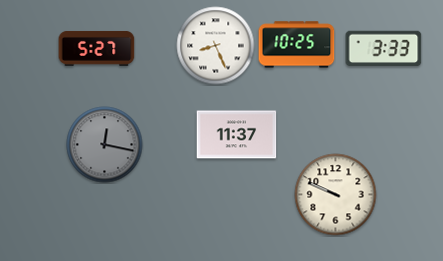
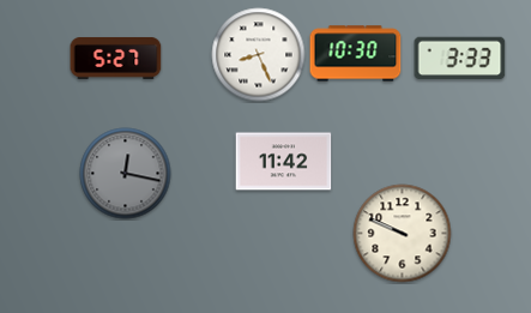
clock at (297, 45): 10:25 -> 10:30
clock at (237, 135): 11:37 -> 11:42
